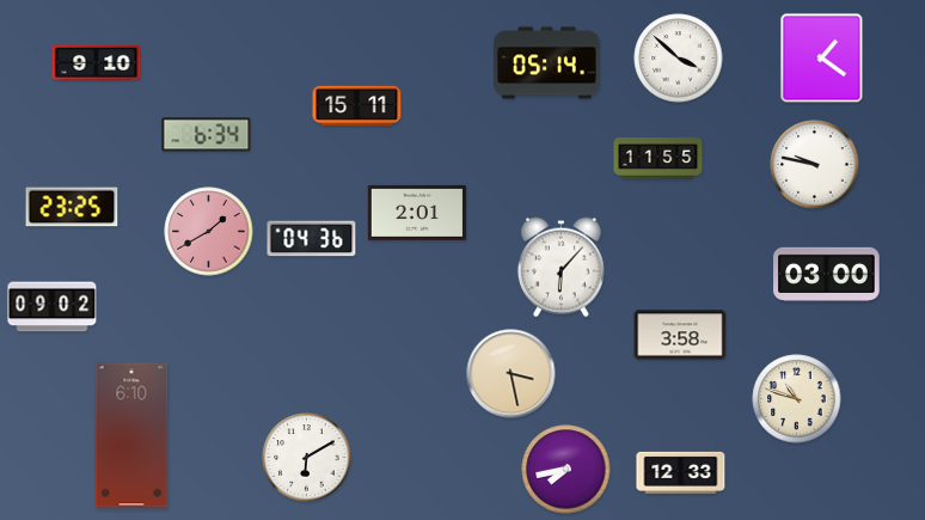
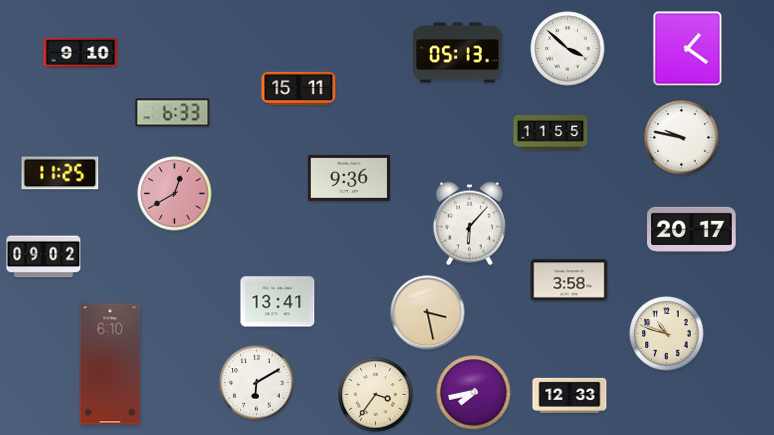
clock at (547, 63): 05:14 -> 05:13
clock at (207, 135): 6:34 -> 6:33
clock at (72, 207): 23:25 -> 11:25
clock at (417, 213): 2:01 -> 9:36
clock at (209, 232): 1:40 -> 12:40
clock at (312, 239): 04:36 -> none
clock at (827, 274): 03:00 -> 20:17
clock at (278, 302): none -> 13:41
clock at (376, 395): none -> 3:36
